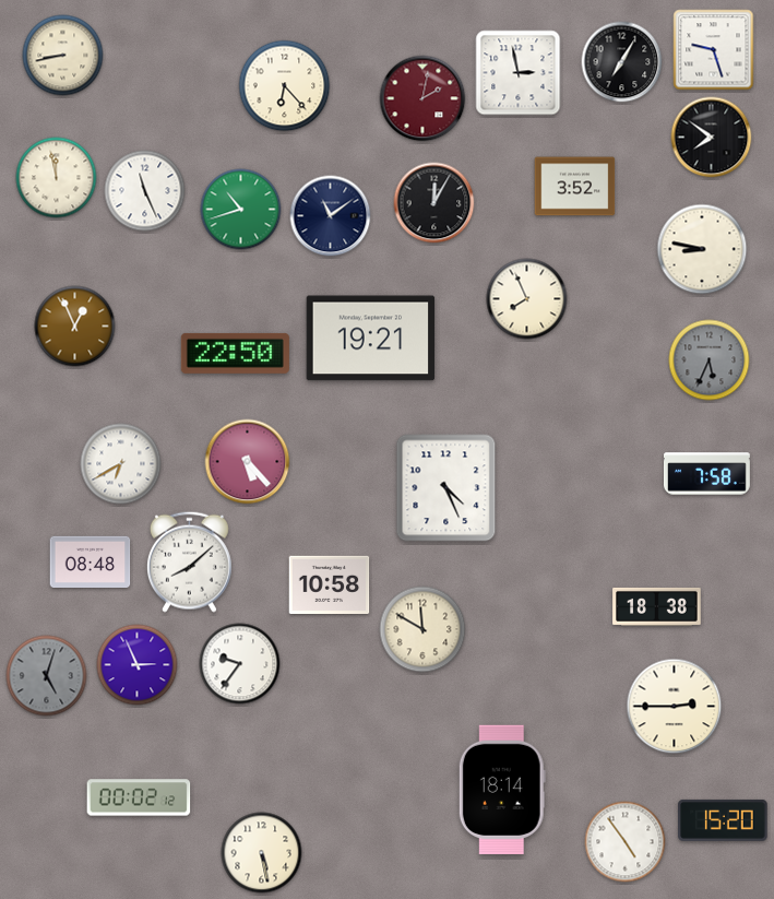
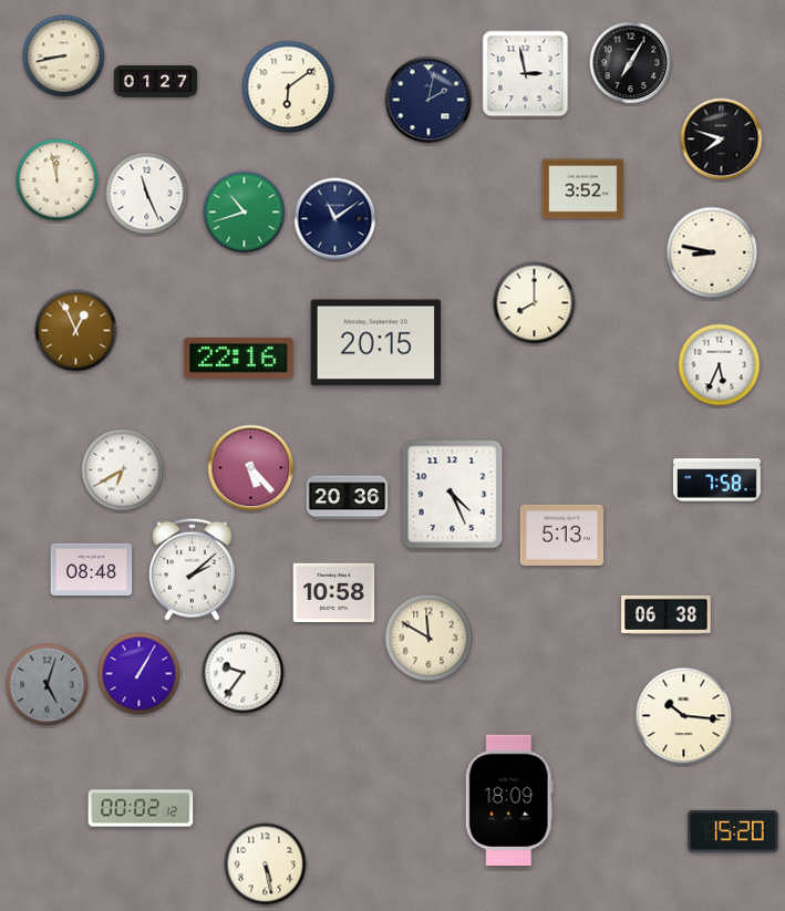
clock at (714, 50): 9:27 -> none
clock at (156, 82): none -> 01:27
clock at (285, 86): 6:23 -> 6:09
clock at (422, 98) dial: burgundy -> navy
clock at (712, 138): 7:51 -> 7:48
clock at (434, 203): 12:05 -> none
clock at (527, 299): 7:56 -> 8:00
clock at (371, 339): 19:21 -> 20:15
clock at (235, 353): 22:50 -> 22:16
clock at (710, 360) dial: grey -> white
clock at (348, 498): none -> 20:36
clock at (561, 535): none -> 5:13
clock at (189, 561): 8:08 -> 2:08
clock at (657, 606): 18:38 -> 06:38
clock at (138, 665): 2:56 -> 1:05
clock at (675, 707): 2:45 -> 10:16
clock at (502, 790): 18:14 -> 18:09
clock at (626, 842): 4:54 -> none
